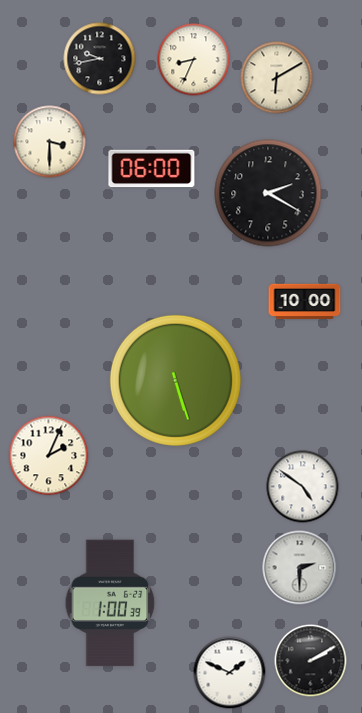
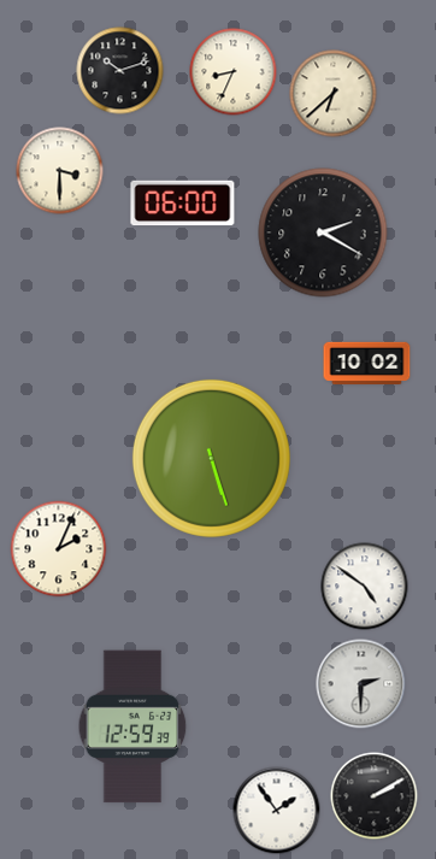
clock at (100, 59): 9:43 -> 10:12
clock at (277, 78): 6:10 -> 6:38
clock at (305, 302): 10:00 -> 10:02
clock at (110, 603): 1:00 -> 12:59
clock at (230, 673): 1:49 -> 1:54
